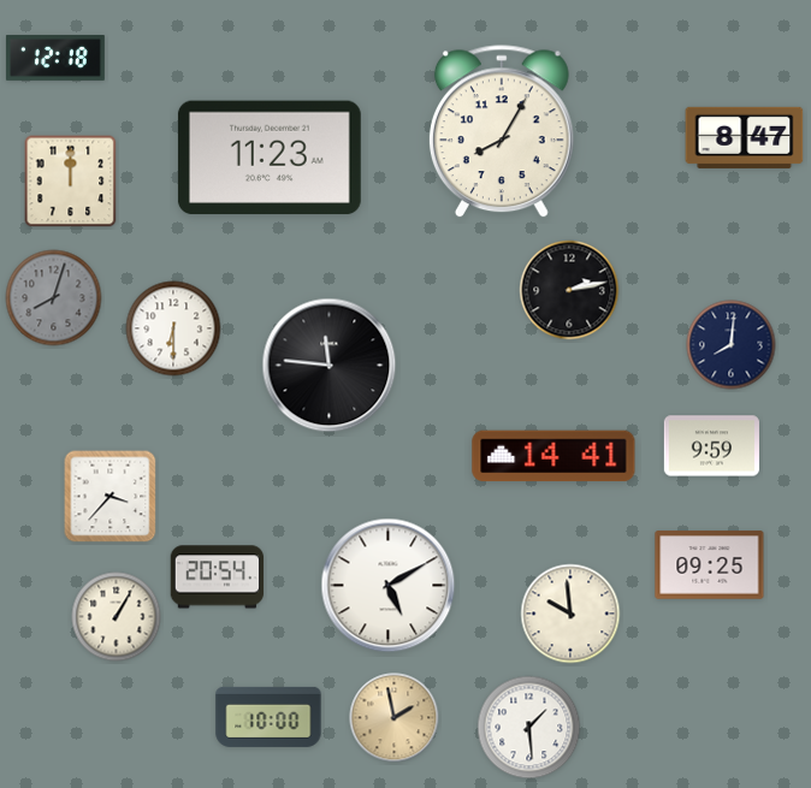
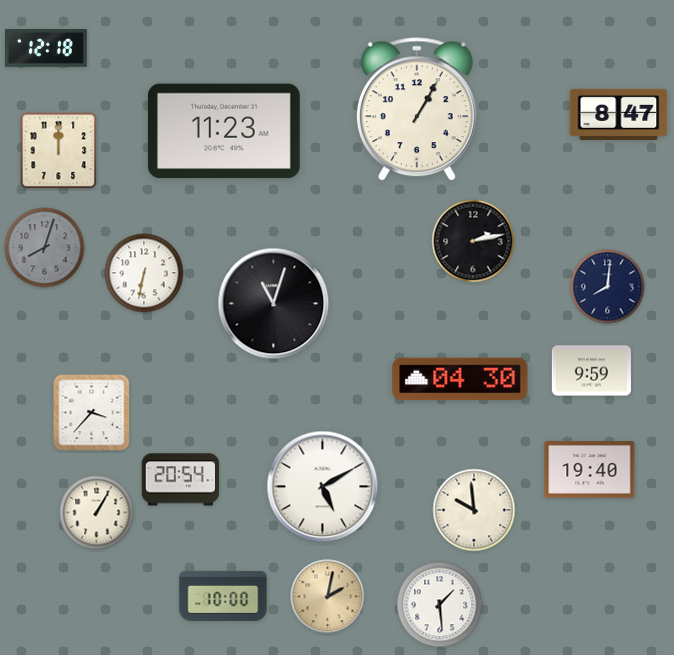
clock at (502, 132): 8:05 -> 1:05
clock at (173, 328): 6:30 -> 6:32
clock at (330, 366): 11:46 -> 11:03
clock at (554, 456): 14:41 -> 04:30
clock at (710, 565): 09:25 -> 19:40
clock at (395, 718): 1:58 -> 2:02
